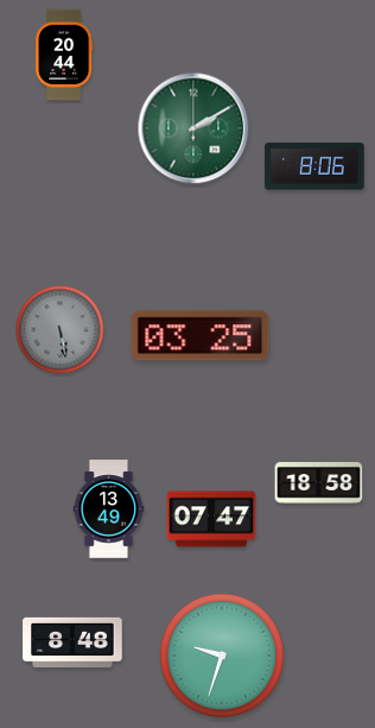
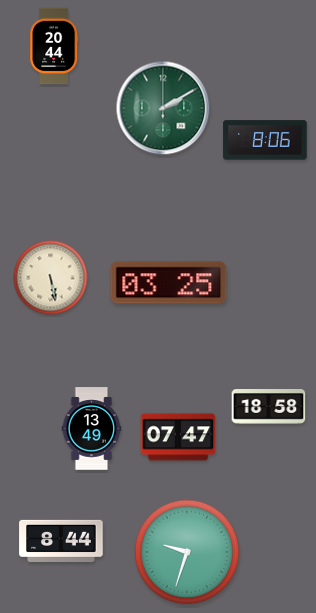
clock at (61, 330) dial: grey -> cream
clock at (72, 641): 8:48 -> 8:44
